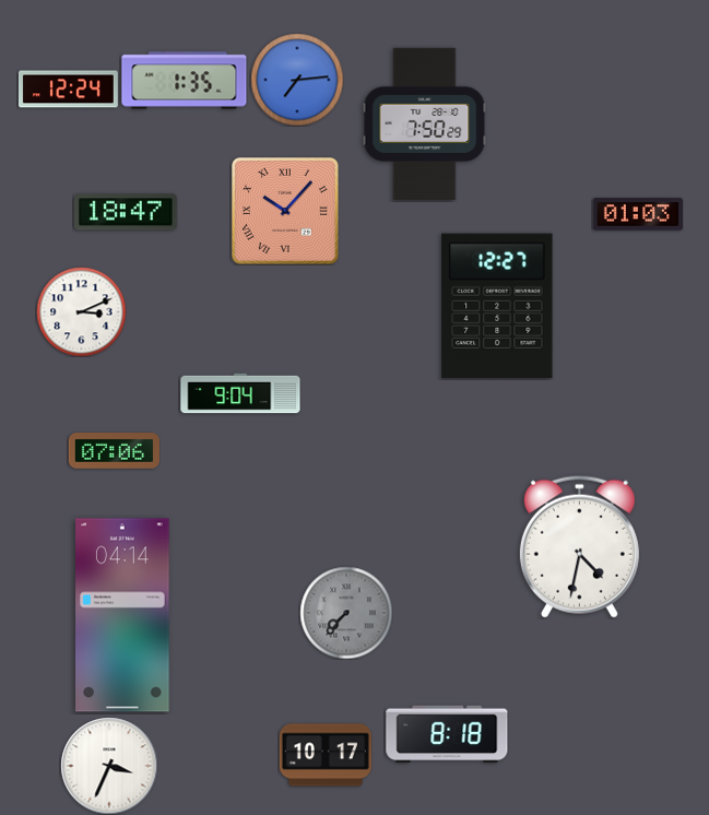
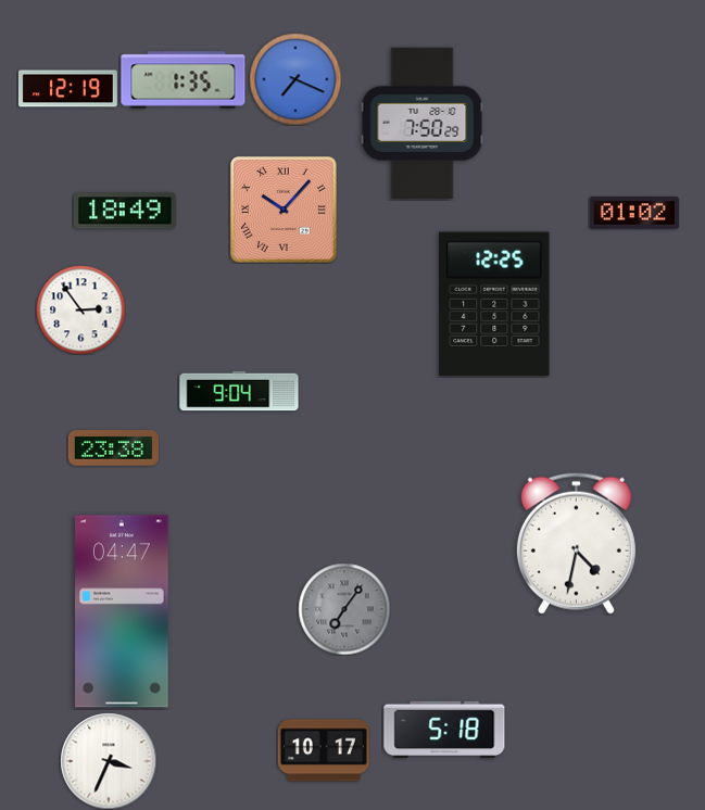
clock at (297, 80): 7:14 -> 7:19
clock at (68, 90): 12:24 -> 12:19
clock at (126, 212): 18:47 -> 18:49
clock at (638, 214): 01:03 -> 01:02
clock at (497, 306): 12:27 -> 12:25
clock at (81, 311): 3:11 -> 2:54
clock at (114, 451): 07:06 -> 23:38
clock at (346, 613): 7:37 -> 7:06
clock at (122, 615): 04:14 -> 04:47
clock at (447, 733): 8:18 -> 5:18
